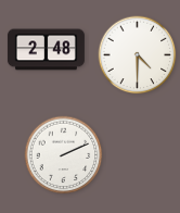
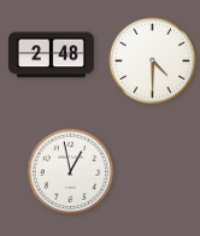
clock at (64, 155): 2:11 -> 12:58
